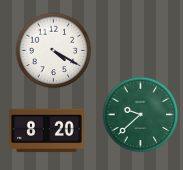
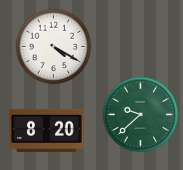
clock at (54, 51) position: (54, 51) -> (54, 47)
